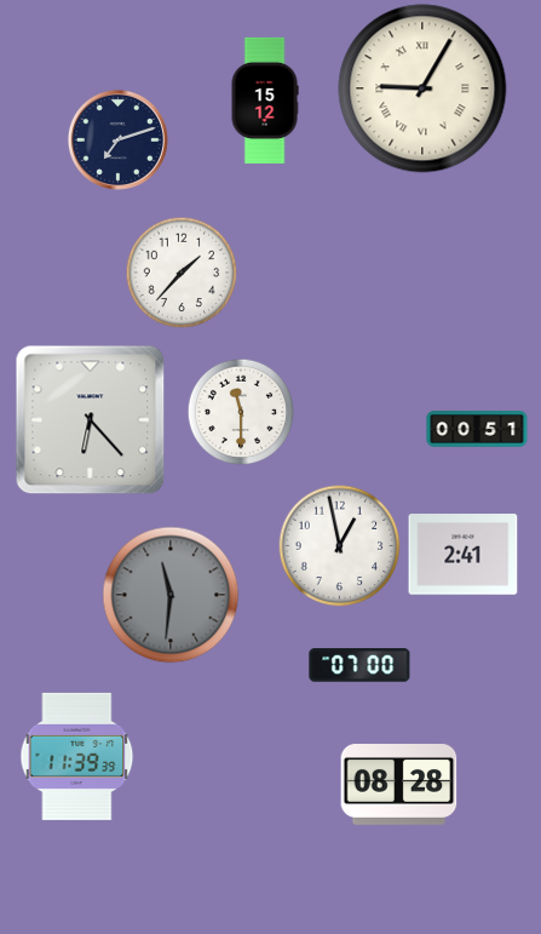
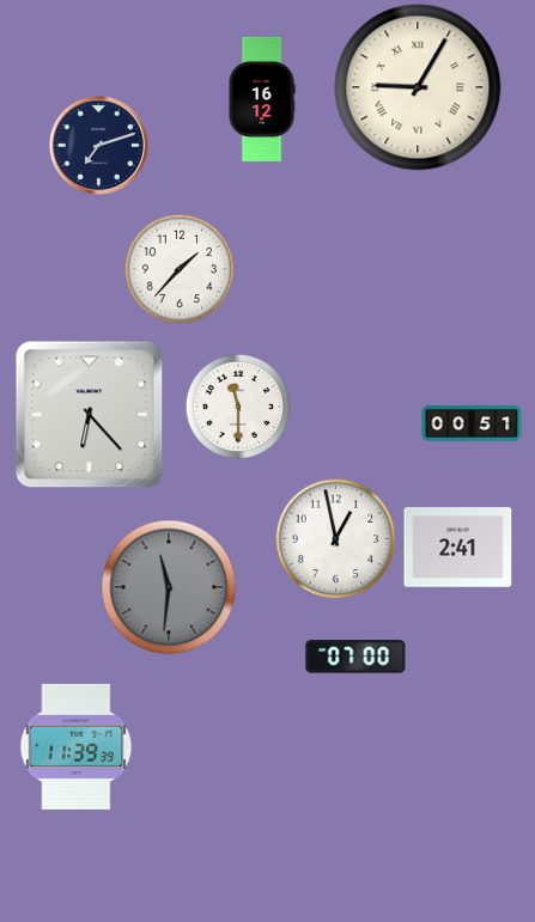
clock at (265, 101): 15:12 -> 16:12
clock at (117, 139) position: (117, 139) -> (98, 145)
clock at (399, 785): 08:28 -> none
